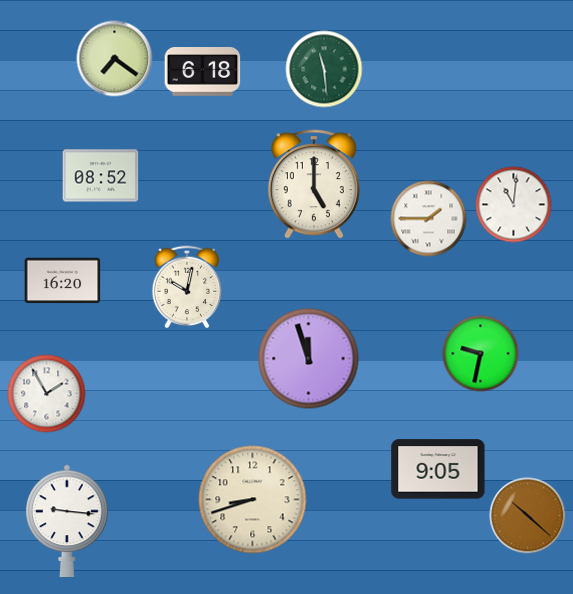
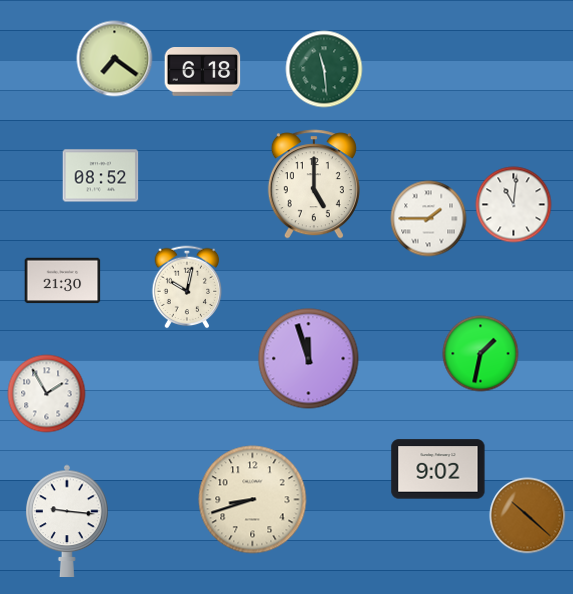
clock at (63, 281): 16:20 -> 21:30
clock at (481, 354): 9:32 -> 1:32
clock at (438, 469): 9:05 -> 9:02
